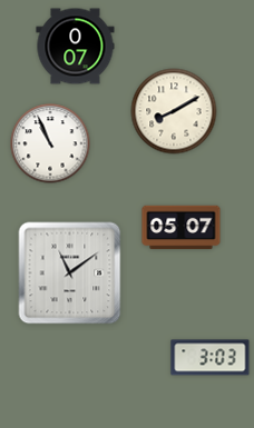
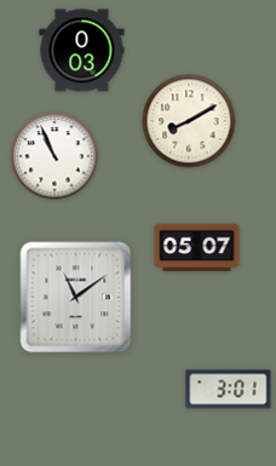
clock at (76, 47): 0:07 -> 0:03
clock at (211, 358): 3:03 -> 3:01
